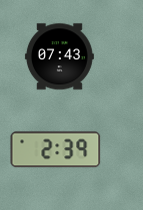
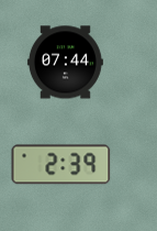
clock at (59, 57): 07:43 -> 07:44
